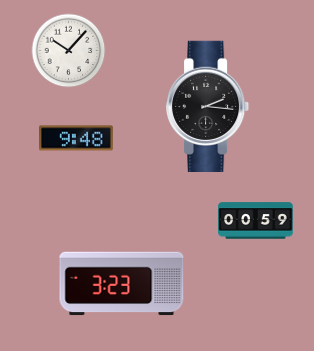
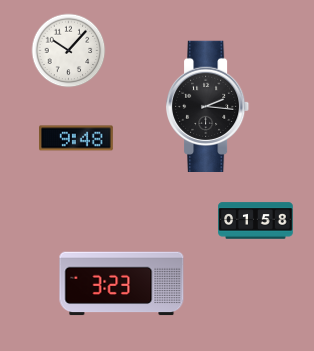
clock at (256, 221): 00:59 -> 01:58
